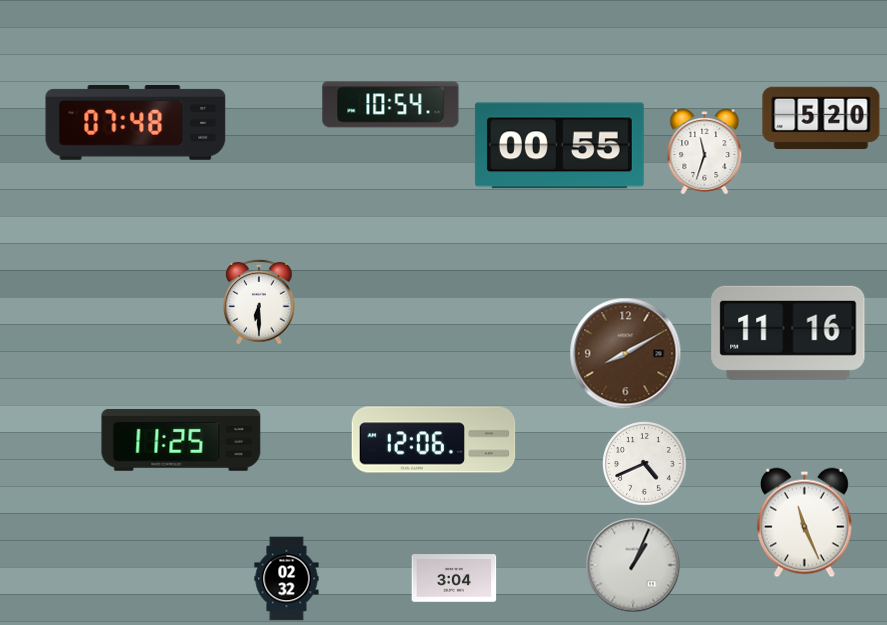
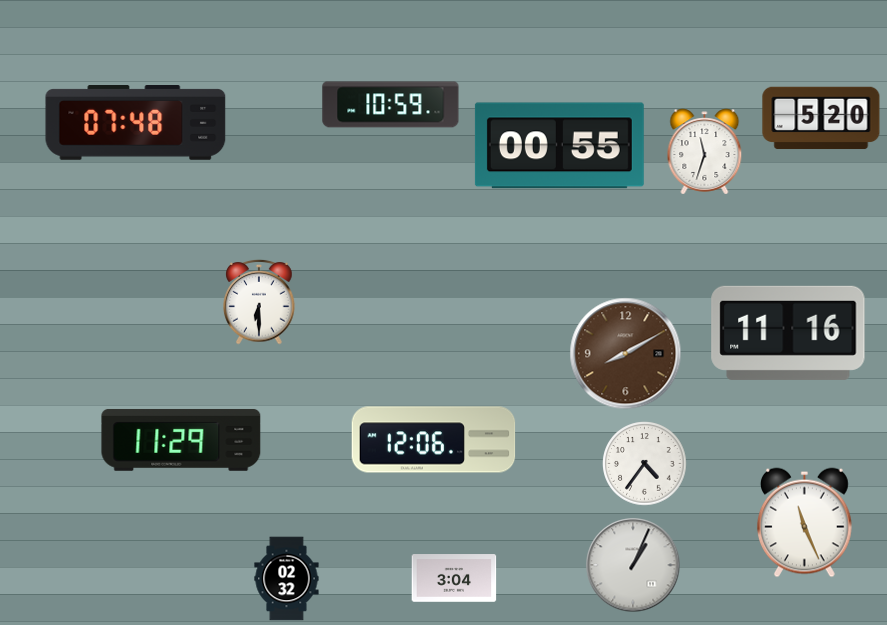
clock at (391, 105): 10:54 -> 10:59
clock at (181, 440): 11:25 -> 11:29
clock at (645, 464): 4:41 -> 4:36
